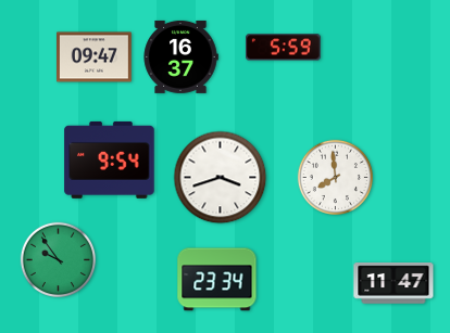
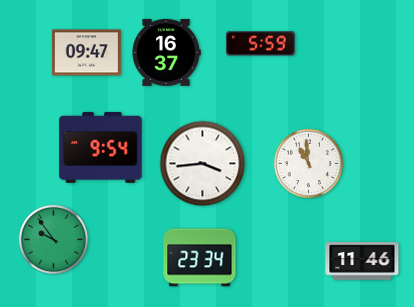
clock at (335, 177): 7:59 -> 10:59
clock at (221, 178): 3:42 -> 3:44
clock at (393, 283): 11:47 -> 11:46
